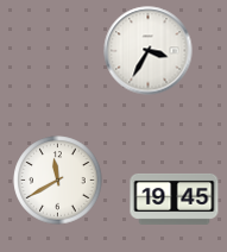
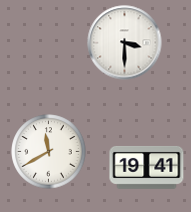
clock at (149, 51): 3:35 -> 3:30
clock at (175, 199): 19:45 -> 19:41
